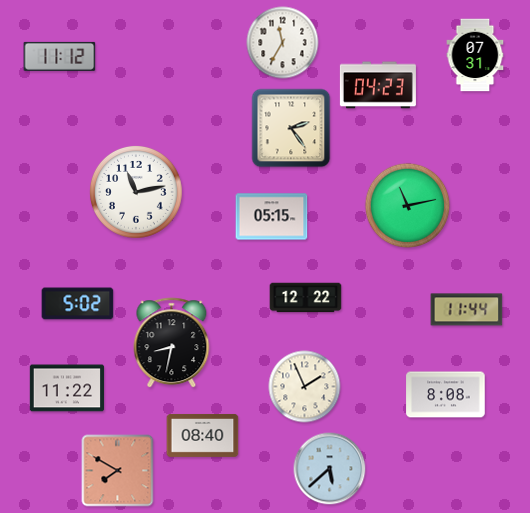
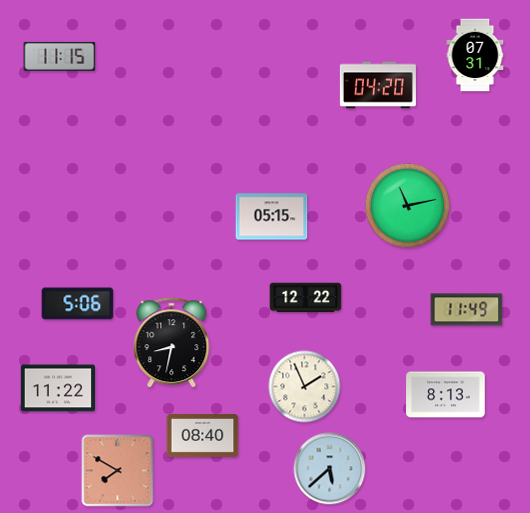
clock at (283, 43): 11:35 -> none
clock at (60, 56): 11:12 -> 11:15
clock at (378, 85): 04:23 -> 04:20
clock at (291, 128): 2:24 -> none
clock at (137, 193): 11:13 -> none
clock at (78, 304): 5:02 -> 5:06
clock at (467, 310): 11:44 -> 11:49
clock at (67, 388) position: (67, 388) -> (58, 388)
clock at (446, 395): 8:08 -> 8:13
